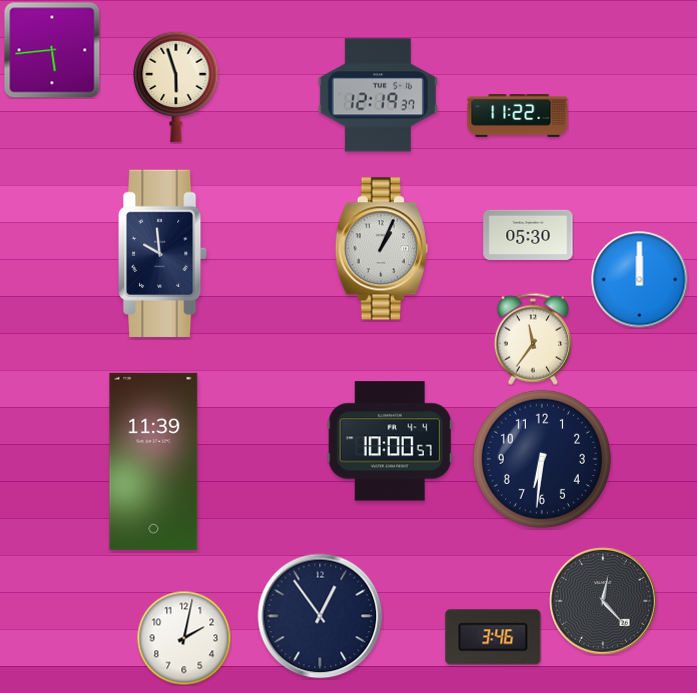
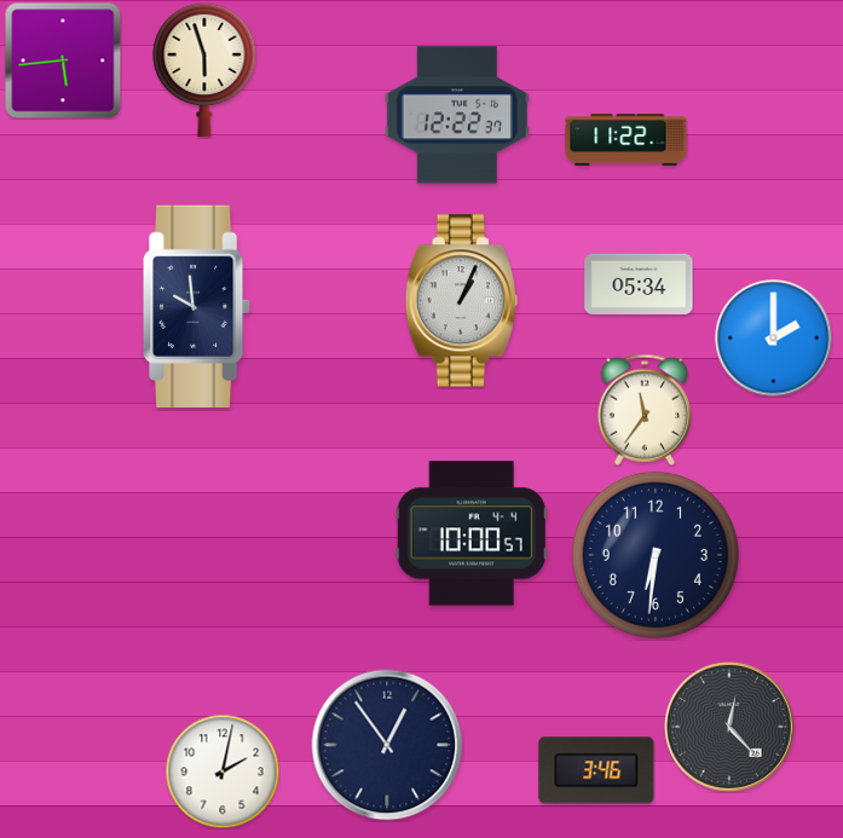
clock at (176, 87) position: (176, 87) -> (204, 70)
clock at (378, 95): 12:19 -> 12:22
clock at (528, 234): 05:30 -> 05:34
clock at (640, 280): 12:00 -> 2:00
clock at (154, 461): 11:39 -> none
